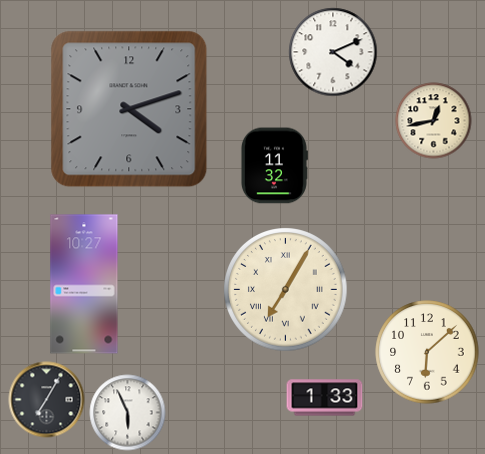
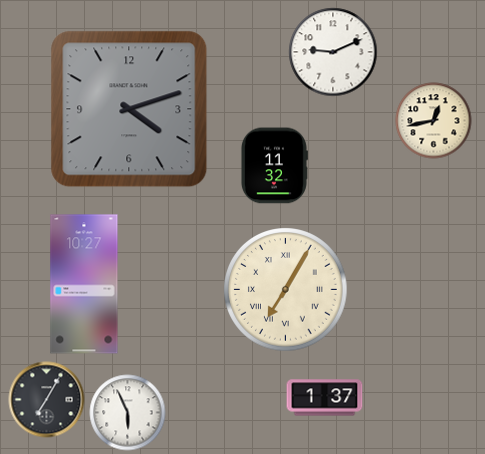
clock at (333, 52): 4:11 -> 9:11
clock at (427, 352): 6:08 -> none
clock at (325, 398): 1:33 -> 1:37
